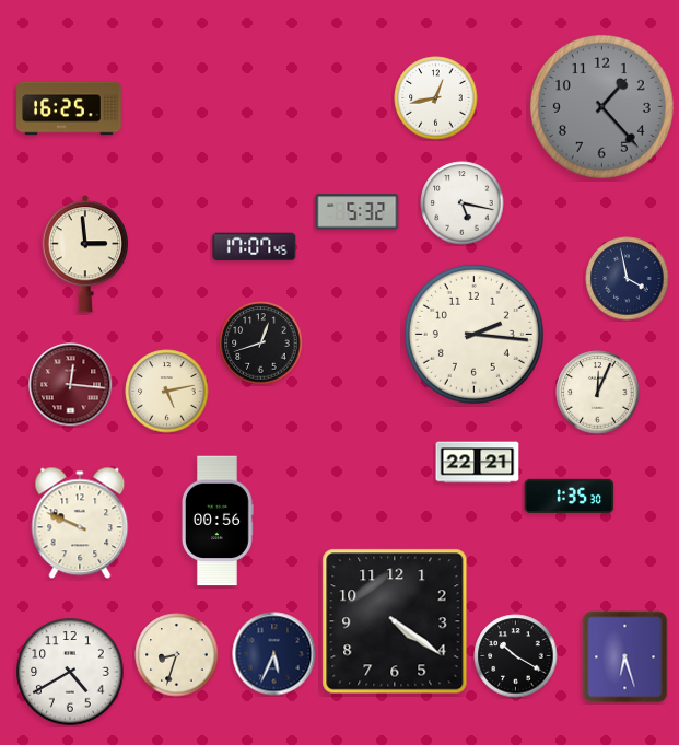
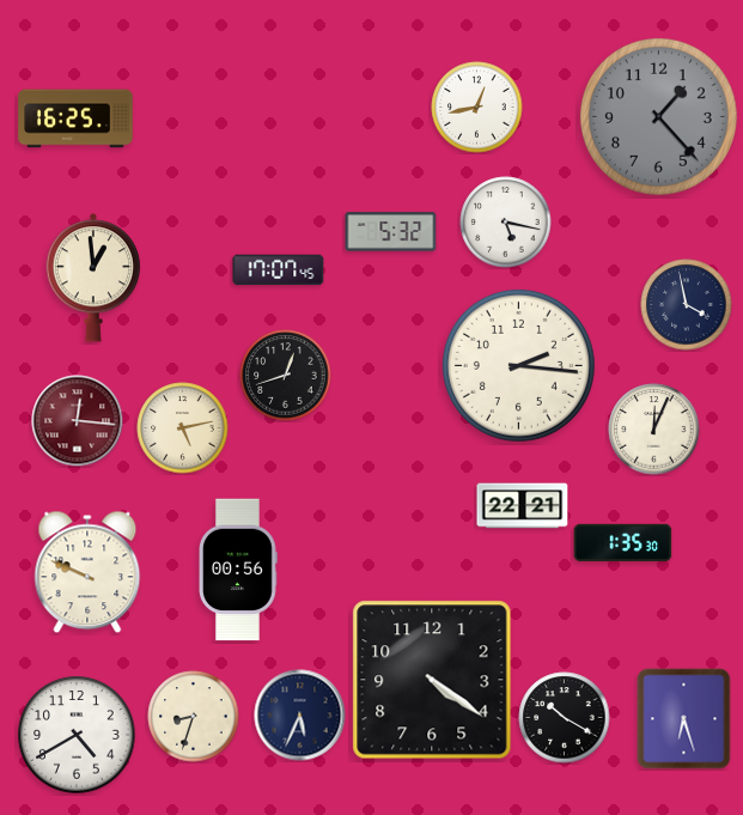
clock at (84, 254): 2:59 -> 12:59
